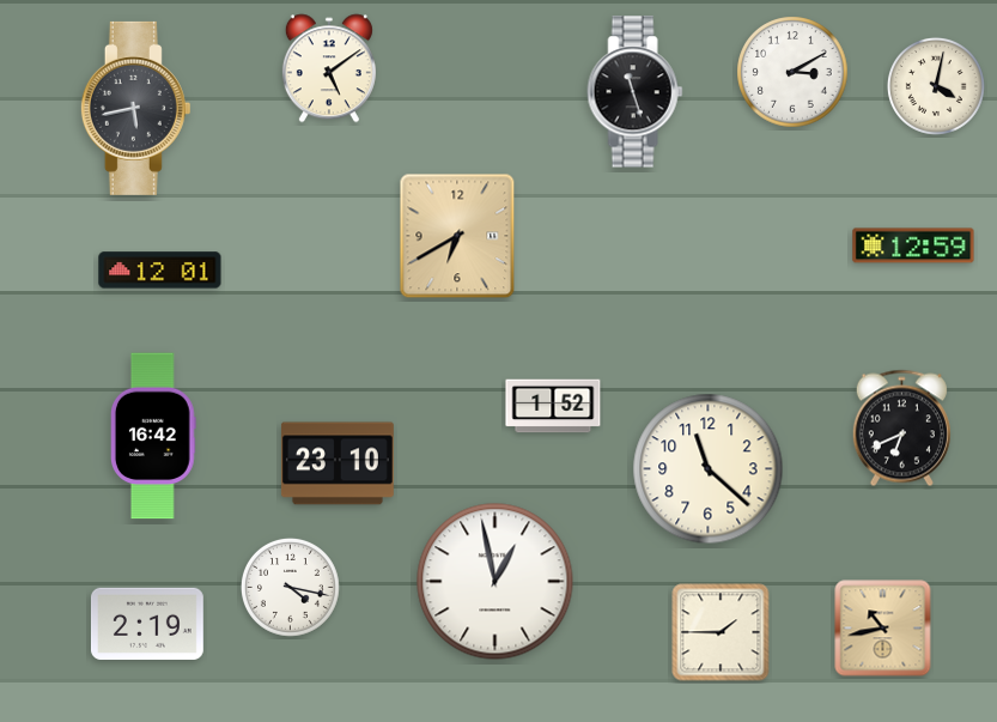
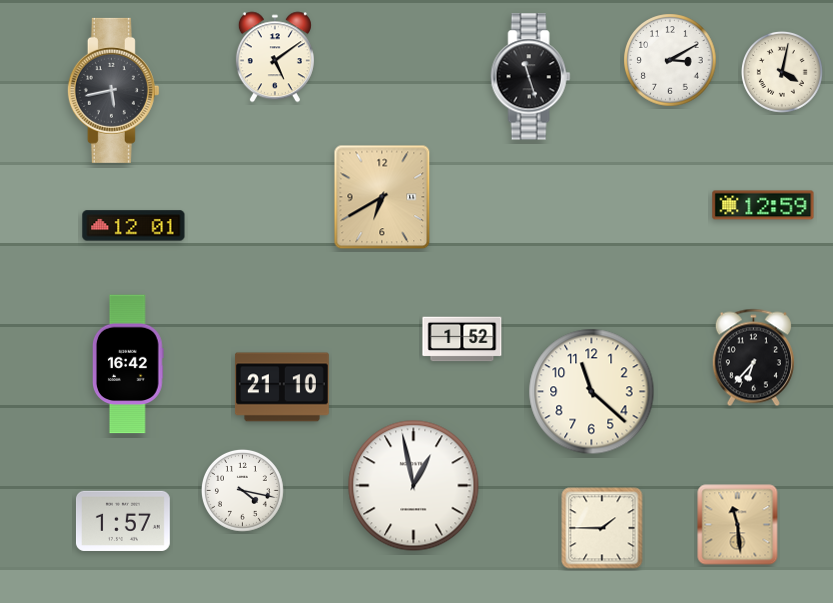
clock at (792, 72) position: (792, 72) -> (670, 60)
clock at (901, 429): 6:41 -> 6:37
clock at (338, 463): 23:10 -> 21:10
clock at (147, 623): 2:19 -> 1:57
clock at (883, 629): 10:43 -> 11:29
